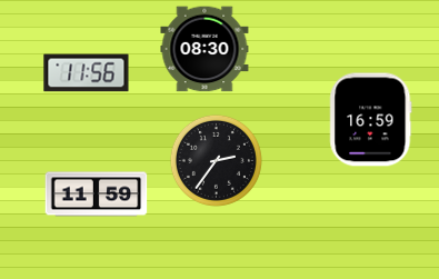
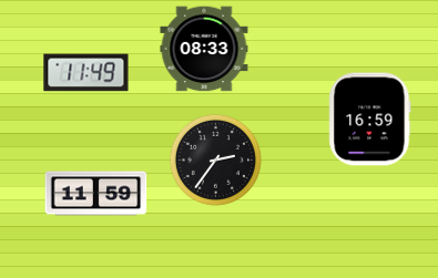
clock at (204, 49): 08:30 -> 08:33
clock at (87, 73): 11:56 -> 11:49
